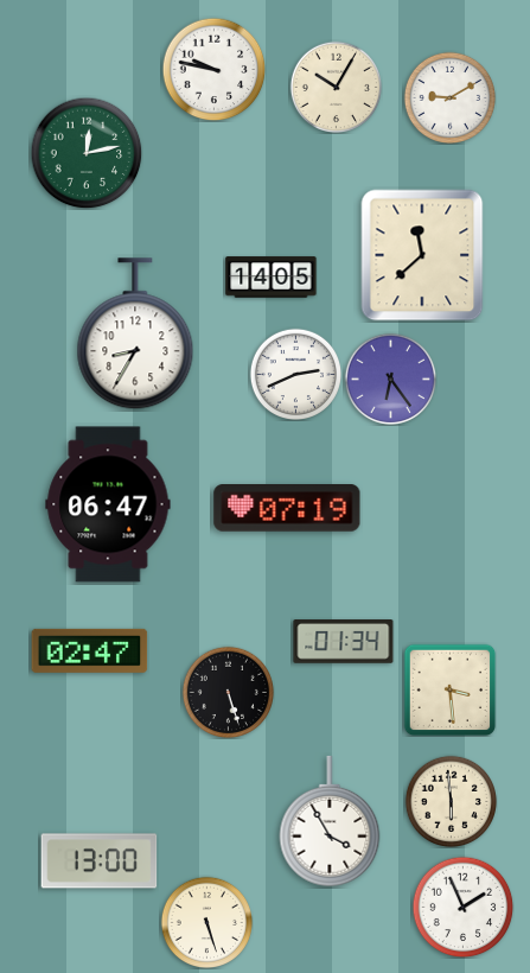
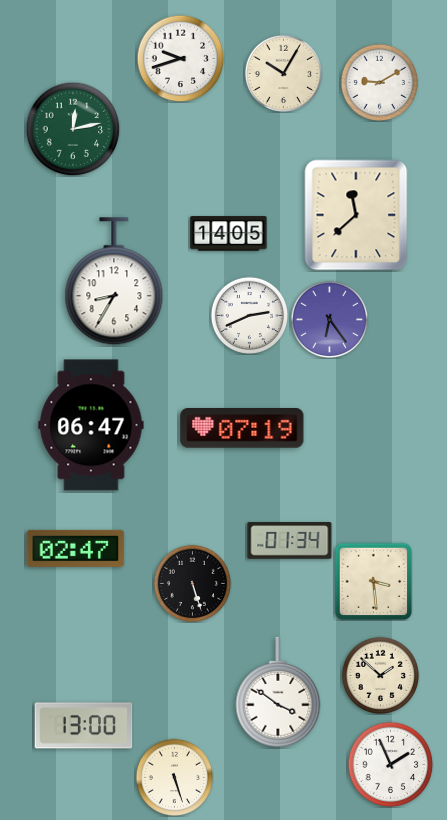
clock at (213, 69): 9:47 -> 9:42
clock at (449, 689) position: (449, 689) -> (373, 581)
clock at (451, 801): 5:59 -> 1:52
clock at (330, 821): 3:55 -> 3:51
